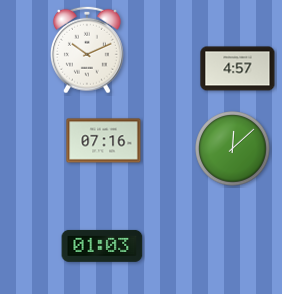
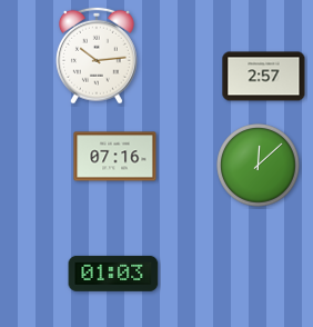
clock at (87, 50): 10:11 -> 10:14
clock at (238, 69): 4:57 -> 2:57
